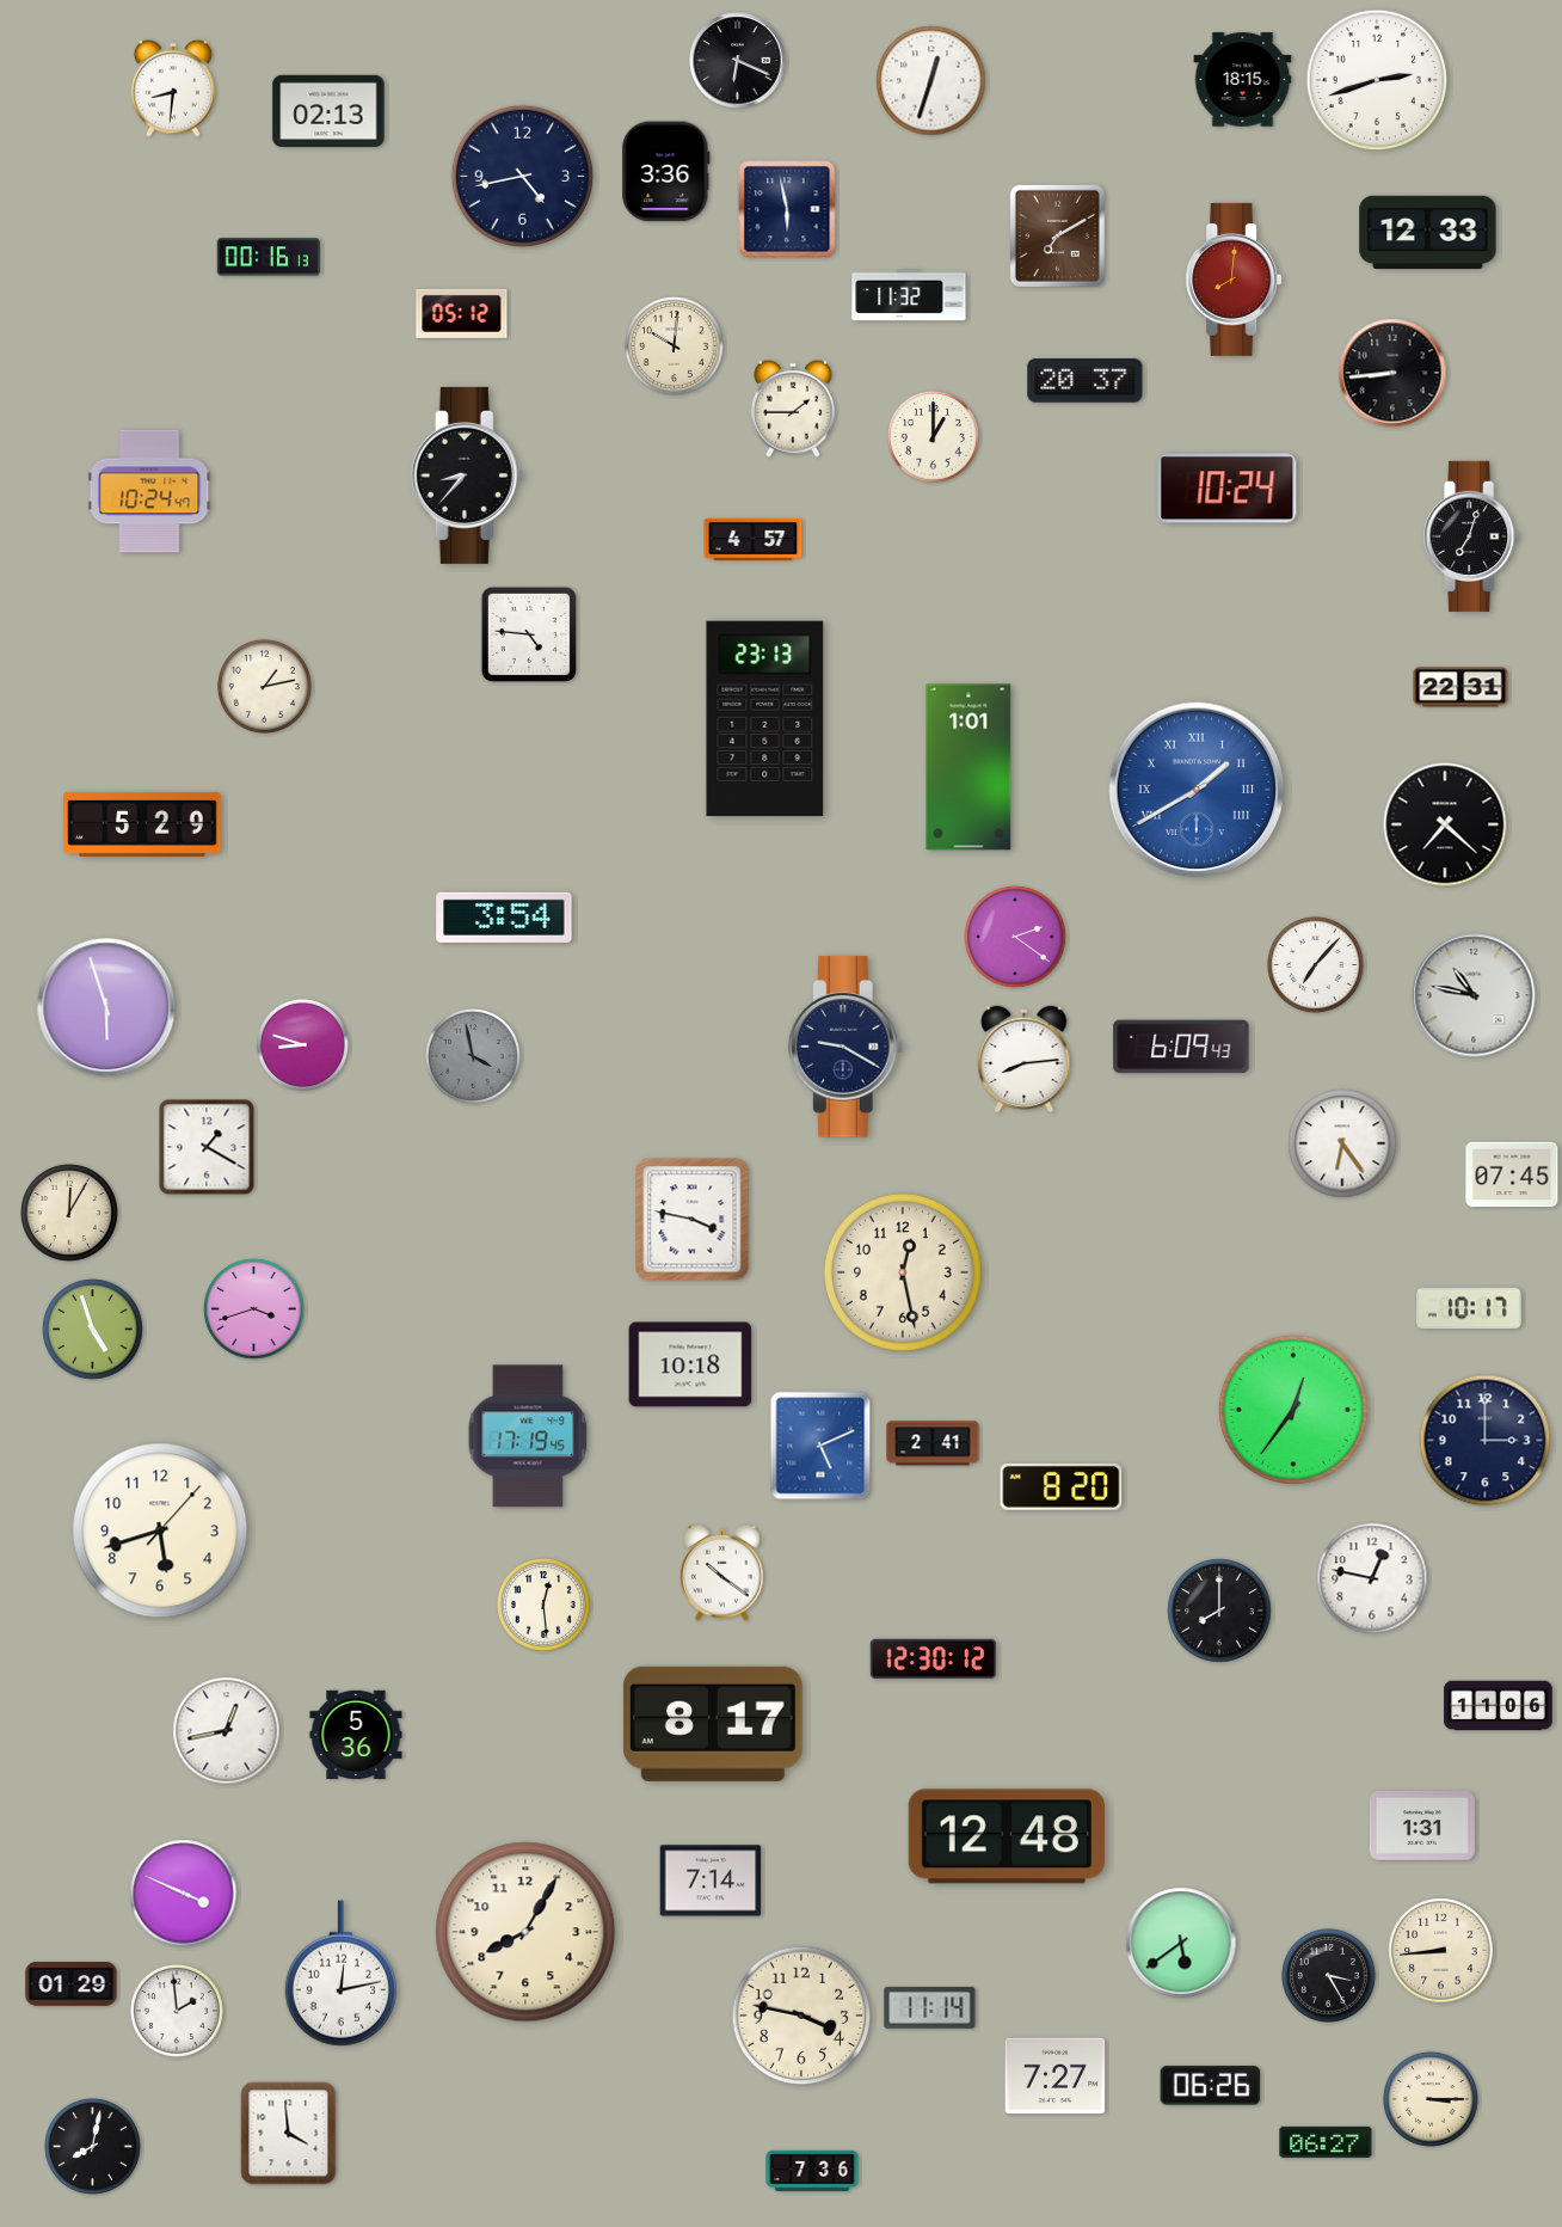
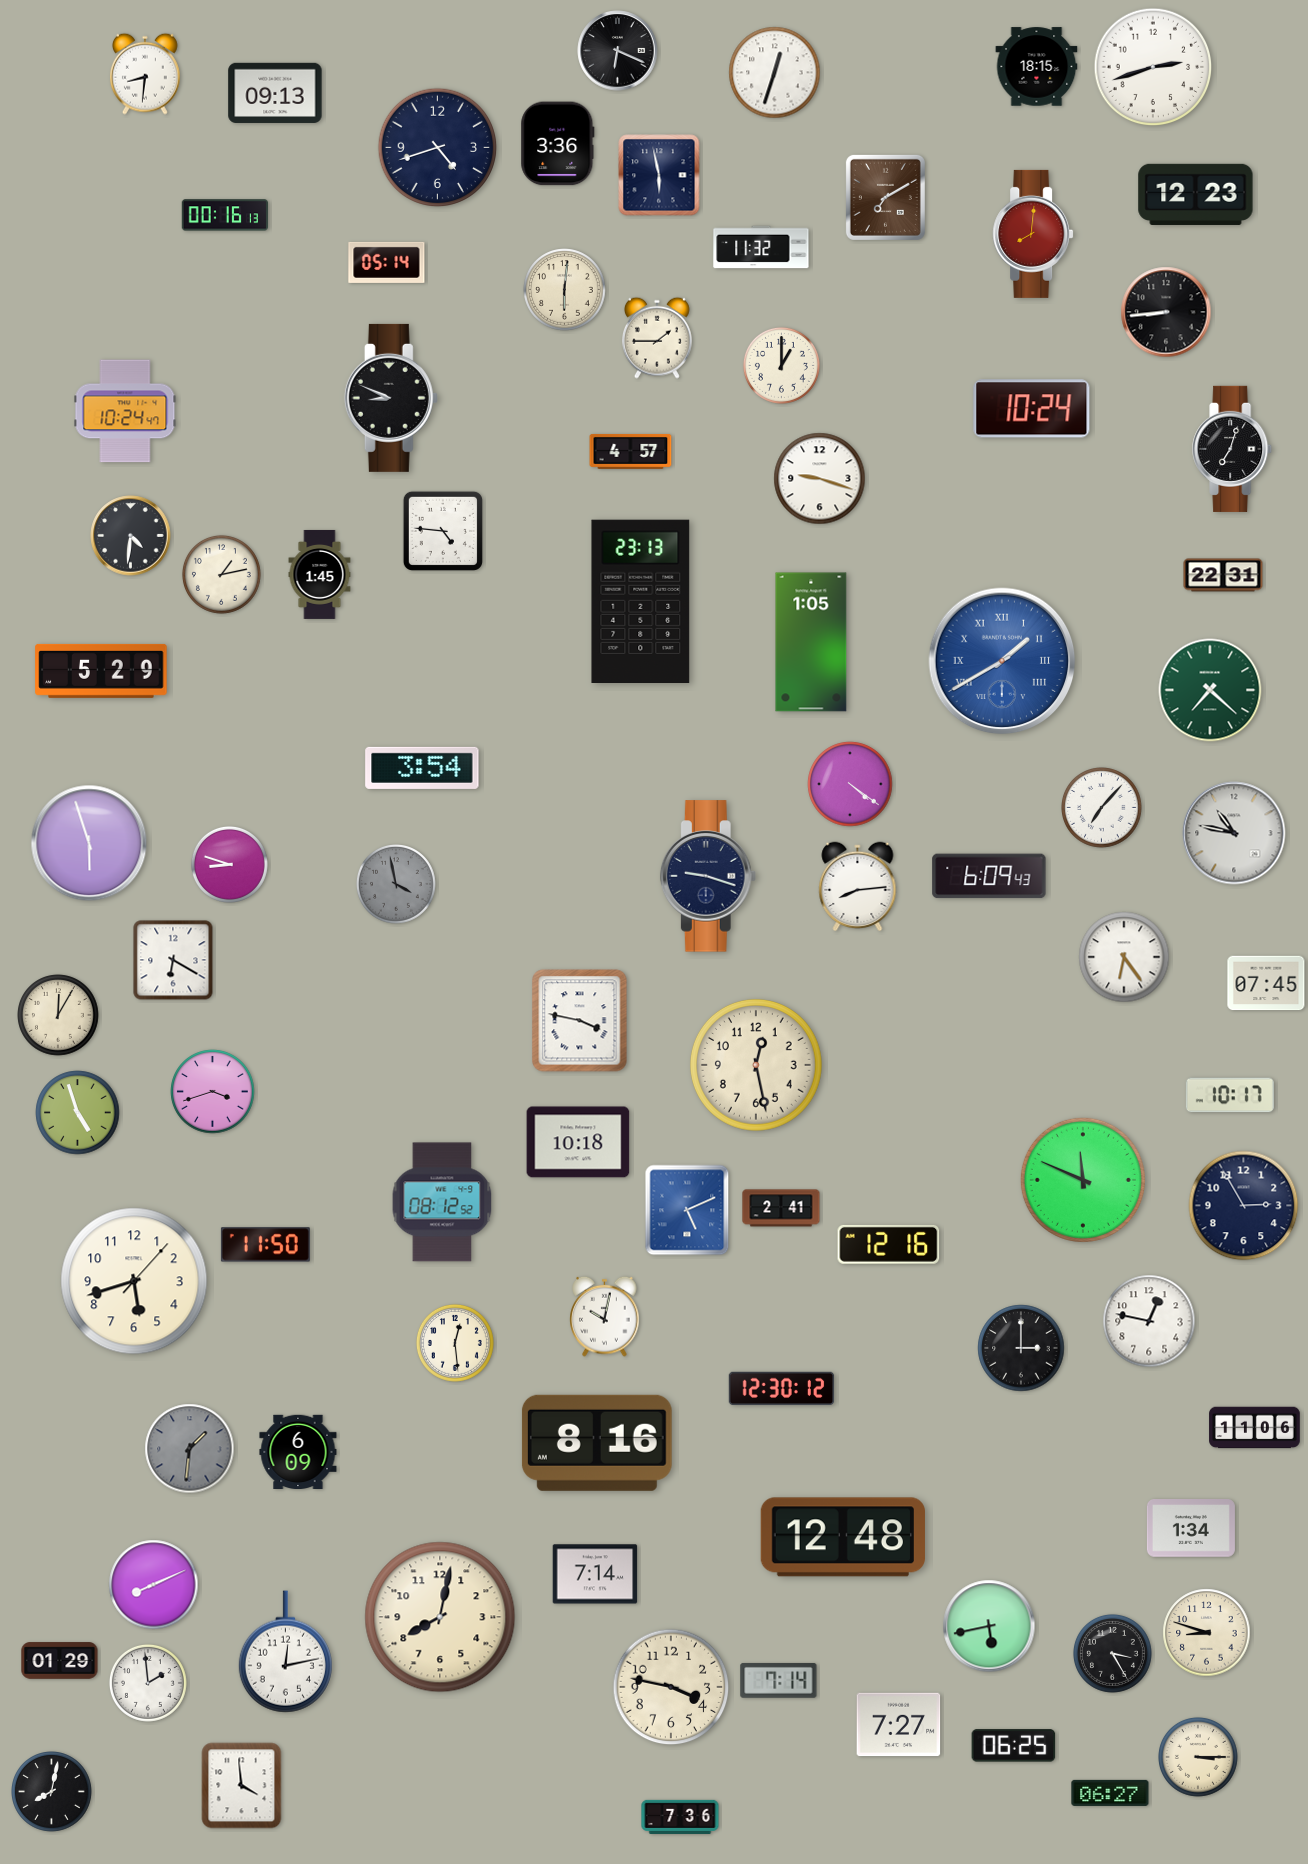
clock at (1243, 80) position: (1243, 80) -> (1037, 67)
clock at (931, 81) position: (931, 81) -> (775, 73)
clock at (328, 110): 02:13 -> 09:13
clock at (523, 177): 4:43 -> 4:42
clock at (1428, 232): 12:33 -> 12:23
clock at (462, 313): 05:12 -> 05:14
clock at (675, 346): 10:01 -> 6:01
clock at (1086, 381): 20:37 -> none
clock at (793, 409) position: (793, 409) -> (657, 338)
clock at (467, 476): 8:37 -> 8:49
clock at (1228, 489) position: (1228, 489) -> (1032, 409)
clock at (820, 479): none -> 9:18
clock at (131, 536): none -> 4:31
clock at (320, 574): none -> 1:45
clock at (968, 767): 1:01 -> 1:05
clock at (142, 824) position: (142, 824) -> (101, 671)
clock at (1445, 824) dial: black -> green
clock at (1015, 937): 2:21 -> 4:21
clock at (302, 1044) position: (302, 1044) -> (229, 864)
clock at (845, 1047): 9:20 -> 9:18
clock at (207, 1147): 1:20 -> 6:20
clock at (254, 1309) position: (254, 1309) -> (213, 1092)
clock at (1293, 1410): 12:36 -> 11:49
clock at (528, 1436): 17:19 -> 08:12
clock at (1486, 1441): 3:00 -> 2:55
clock at (1062, 1486): 8:20 -> 12:16
clock at (265, 1245): none -> 11:50
clock at (722, 1572): 10:21 -> 10:02
clock at (1219, 1611): 8:00 -> 3:00
clock at (713, 1724): 8:17 -> 8:16
clock at (227, 1731): 12:43 -> 1:31
clock at (227, 1731) dial: white -> grey
clock at (356, 1734): 5:36 -> 6:09
clock at (1422, 1826): 1:31 -> 1:34
clock at (184, 1894): 3:49 -> 8:11
clock at (525, 1932): 8:05 -> 8:02
clock at (1181, 1943): 5:39 -> 5:43
clock at (1441, 1951): 8:44 -> 8:48
clock at (930, 2007): 11:14 -> 7:14
clock at (1056, 2076) position: (1056, 2076) -> (899, 1725)
clock at (1211, 2086): 06:26 -> 06:25
clock at (93, 2147) position: (93, 2147) -> (52, 1792)
